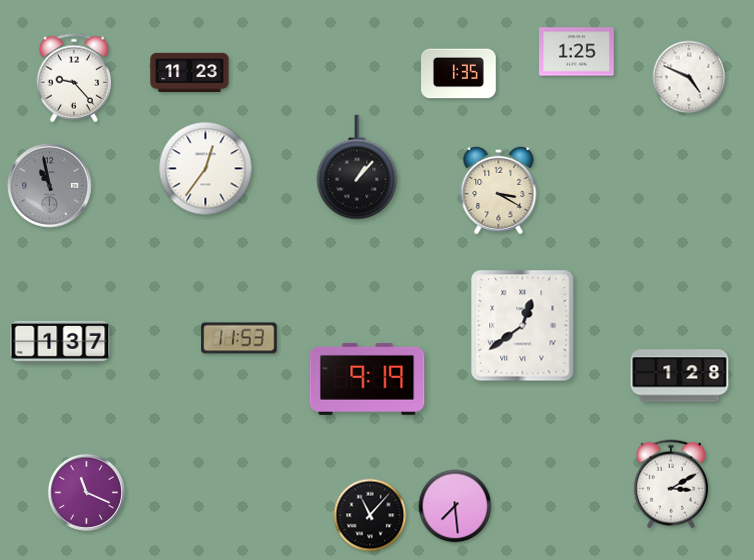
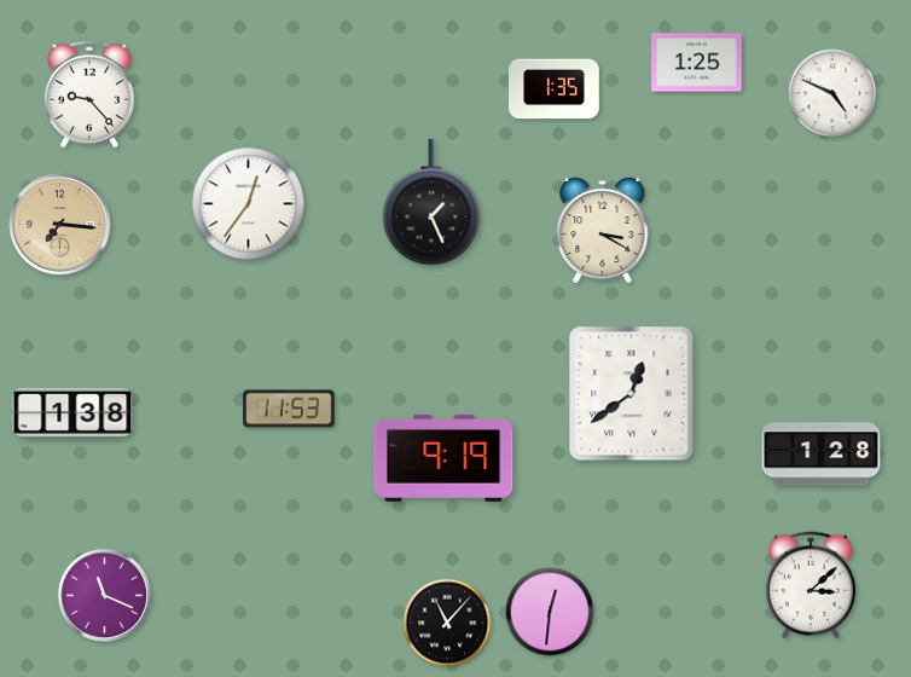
clock at (190, 73): 11:23 -> none
clock at (357, 167): 1:07 -> 1:26
clock at (50, 186): 10:58 -> 7:16
clock at (50, 186) dial: grey -> champagne
clock at (60, 342): 1:37 -> 1:38
clock at (671, 484): 3:10 -> 3:08
clock at (455, 506): 7:29 -> 12:31
